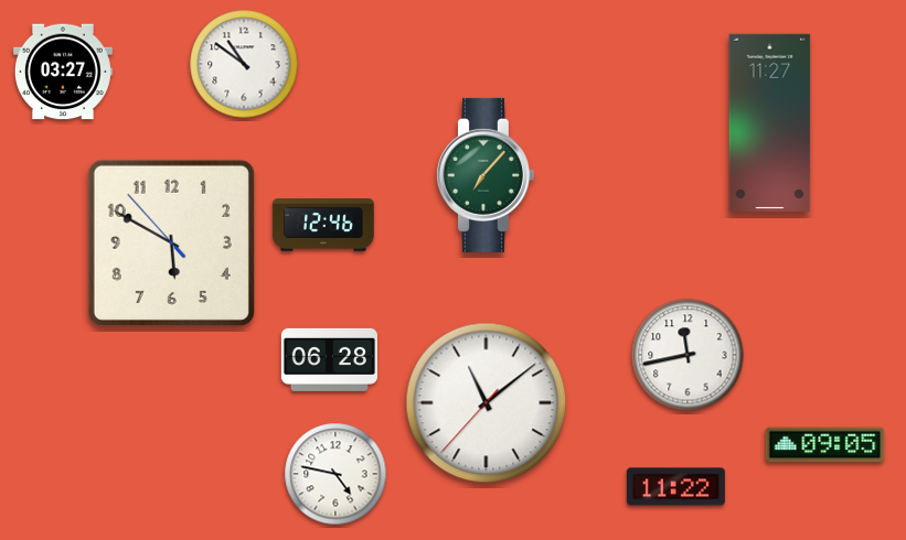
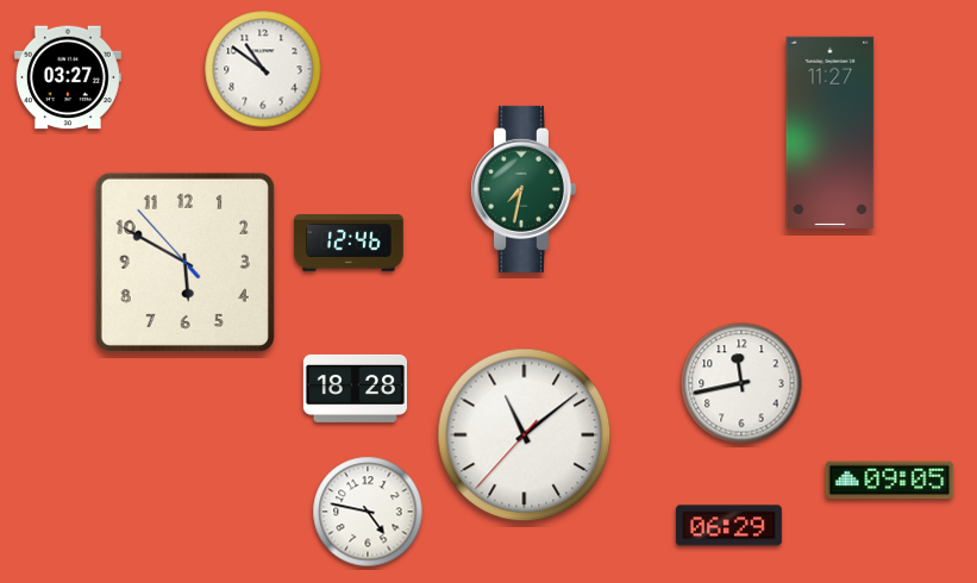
clock at (484, 175): 7:07 -> 7:32
clock at (329, 359): 06:28 -> 18:28
clock at (335, 474) position: (335, 474) -> (368, 512)
clock at (675, 487): 11:22 -> 06:29
